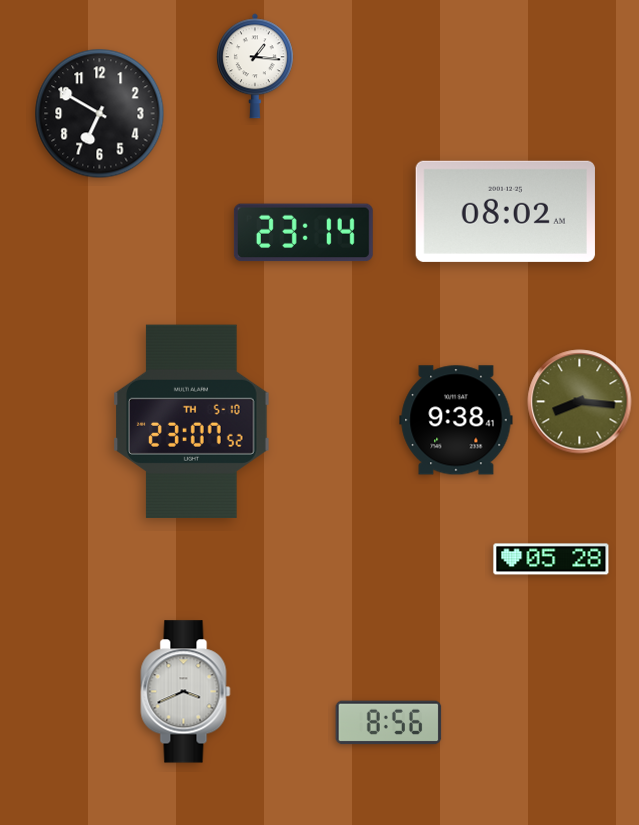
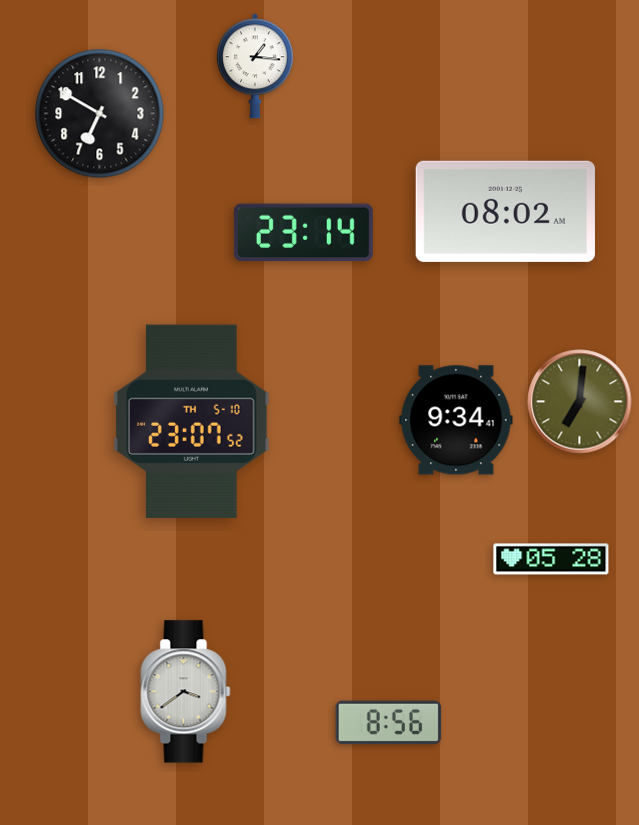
clock at (580, 402): 8:16 -> 7:01
clock at (456, 420): 9:38 -> 9:34
clock at (186, 692): 3:41 -> 3:39
